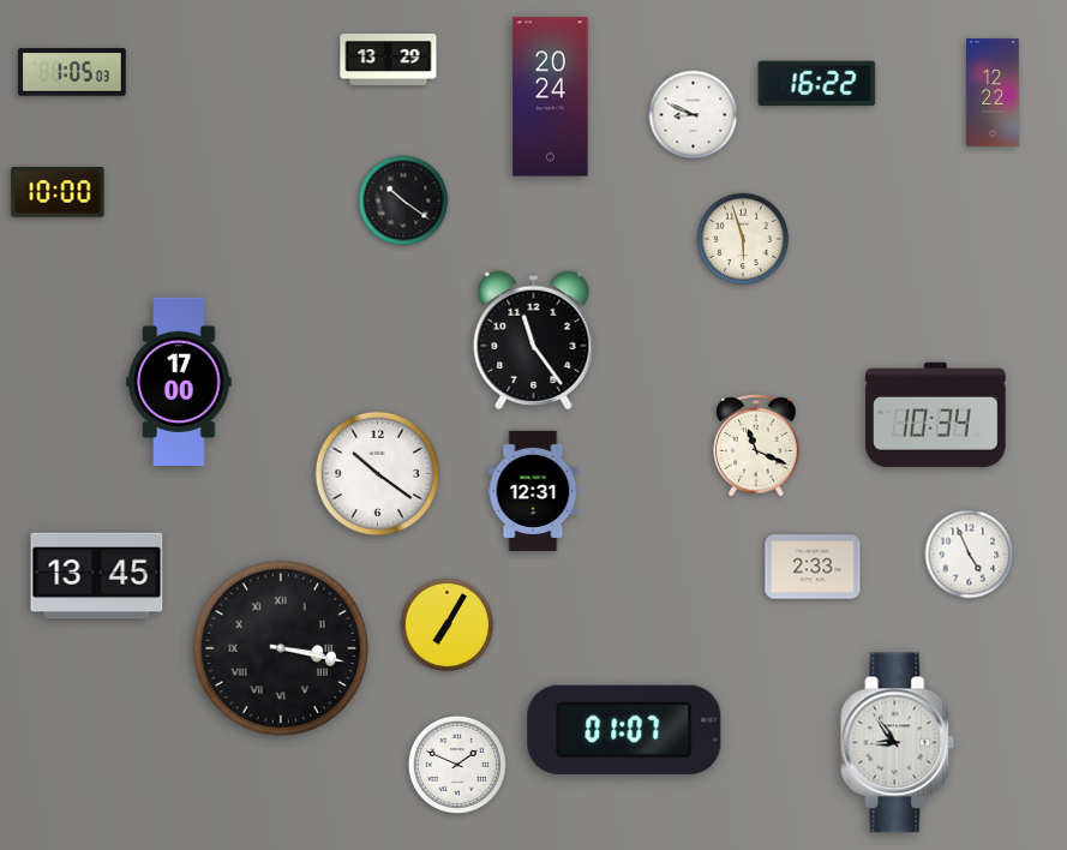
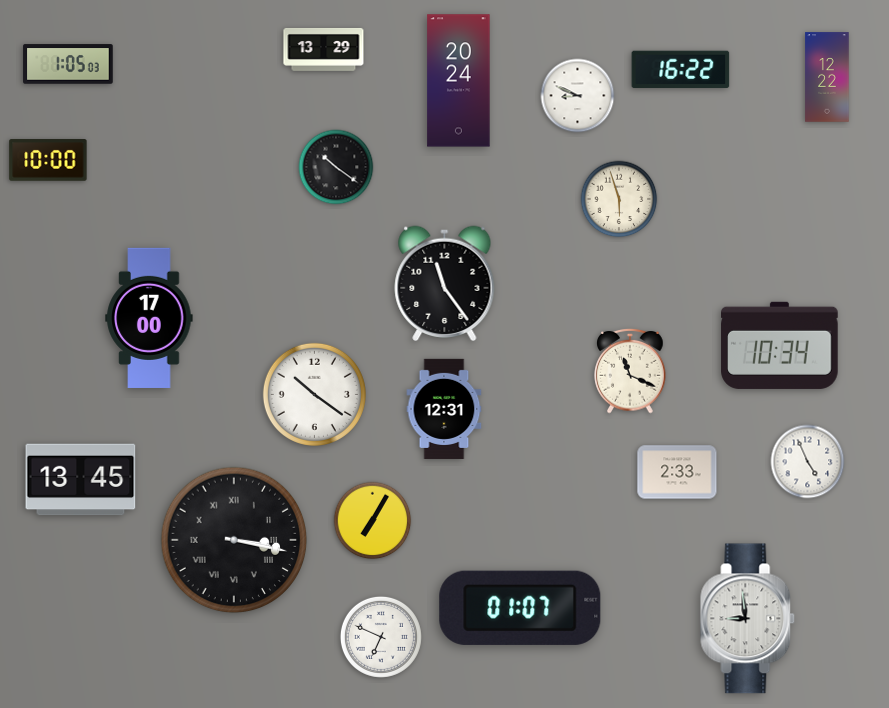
clock at (72, 72) position: (72, 72) -> (68, 64)
clock at (898, 743): 8:54 -> 8:59
clock at (457, 765): 1:49 -> 6:49
